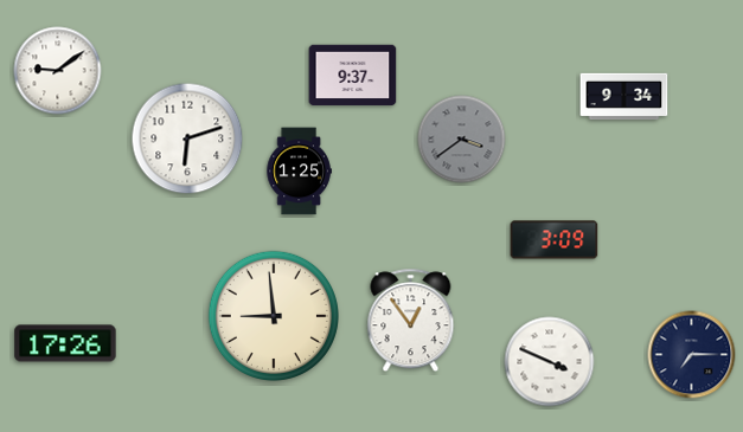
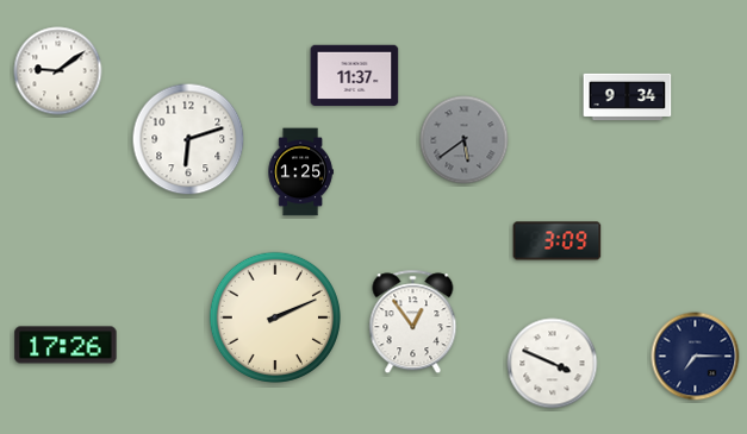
clock at (353, 76): 9:37 -> 11:37
clock at (462, 140): 3:39 -> 5:39
clock at (274, 316): 8:59 -> 2:11
